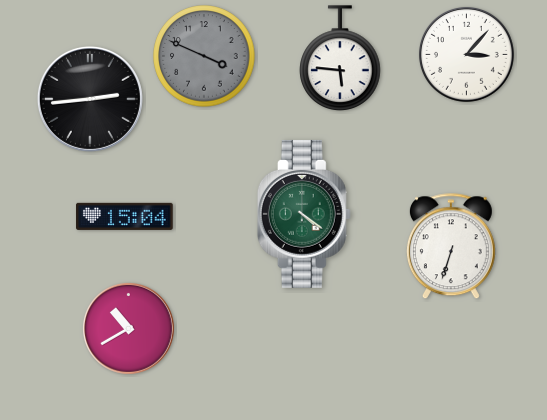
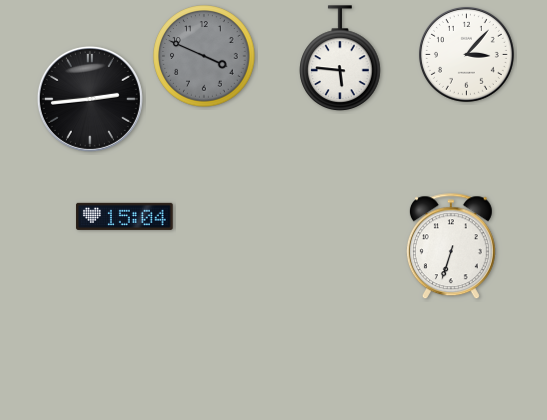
clock at (304, 214): 4:21 -> none
clock at (128, 328): 10:40 -> none
